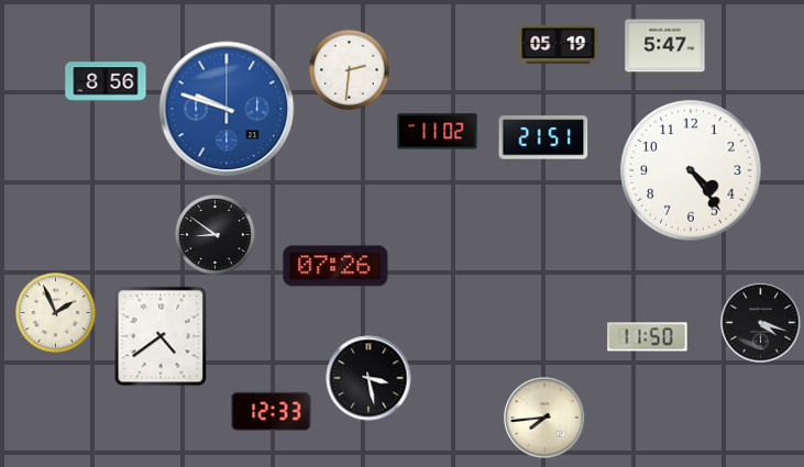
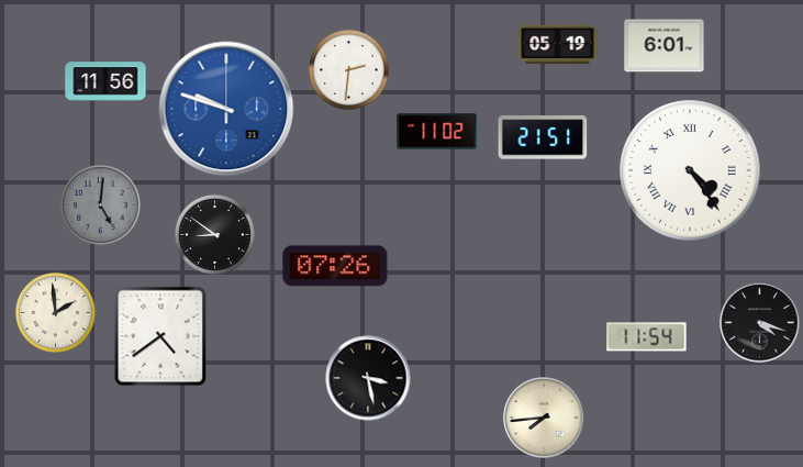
clock at (665, 46): 5:47 -> 6:01
clock at (106, 81): 8:56 -> 11:56
clock at (691, 170) numerals: Arabic -> Roman
clock at (100, 204): none -> 5:01
clock at (55, 312): 1:56 -> 1:59
clock at (648, 337): 11:50 -> 11:54
clock at (272, 412): 12:33 -> none
